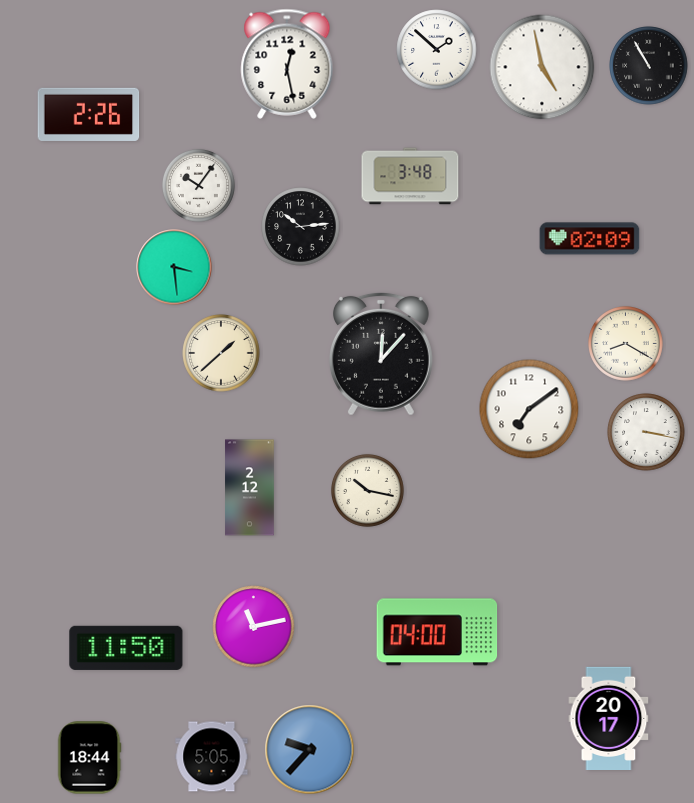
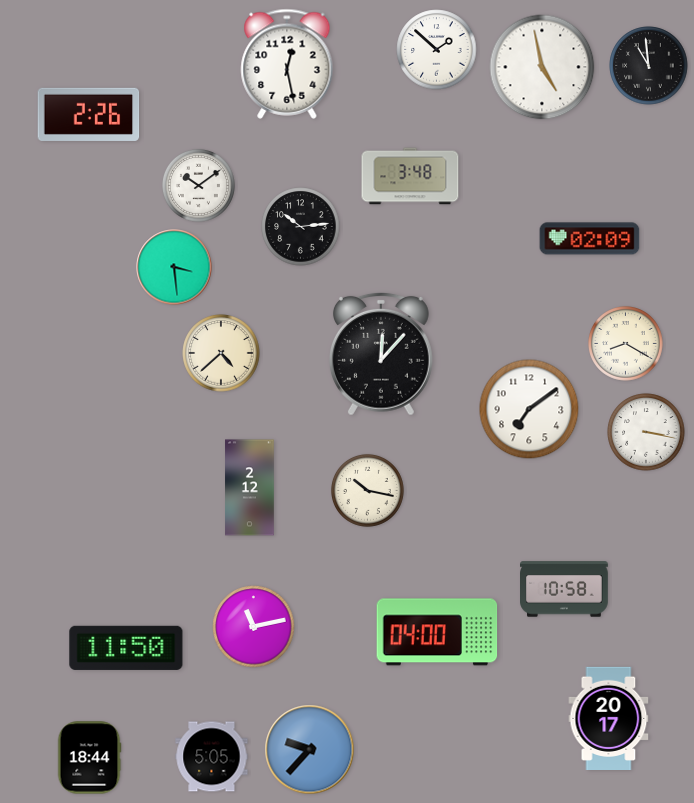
clock at (649, 66): 10:55 -> 10:59
clock at (198, 185): 10:06 -> 10:09
clock at (221, 353): 1:38 -> 4:38
clock at (565, 589): none -> 10:58
